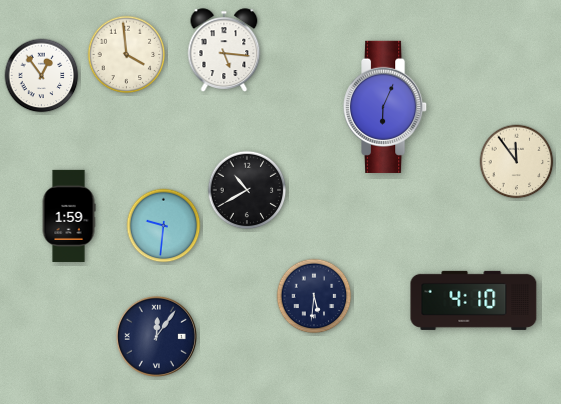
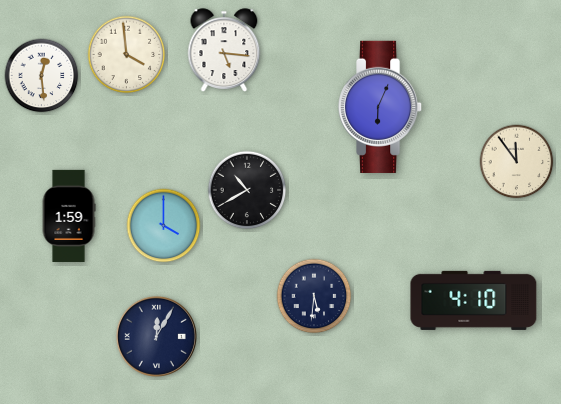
clock at (42, 76): 12:54 -> 12:29
clock at (386, 107) position: (386, 107) -> (381, 107)
clock at (164, 226): 9:31 -> 4:00
clock at (156, 336): 12:06 -> 12:05
